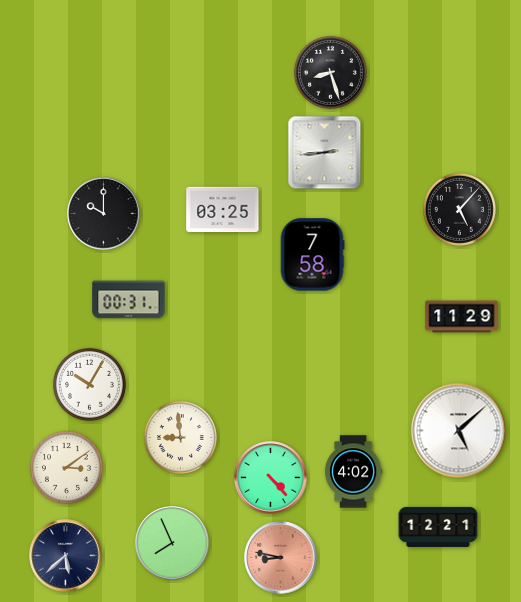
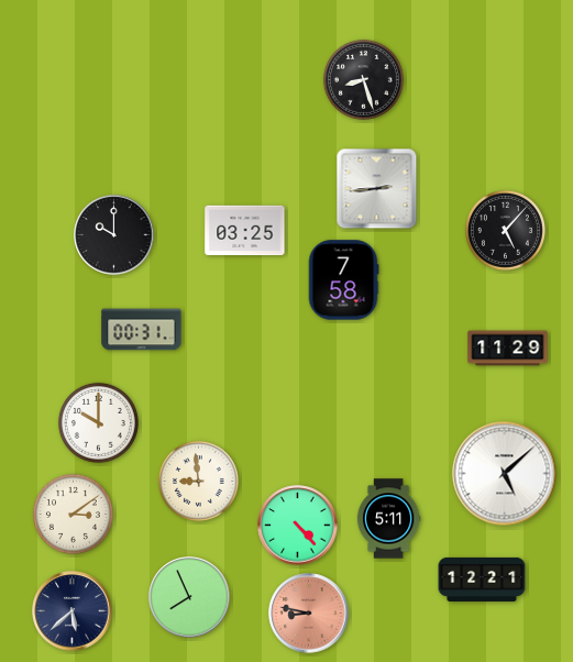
clock at (325, 153) position: (325, 153) -> (377, 189)
clock at (89, 384): 10:05 -> 10:00
clock at (353, 472): 4:02 -> 5:11
